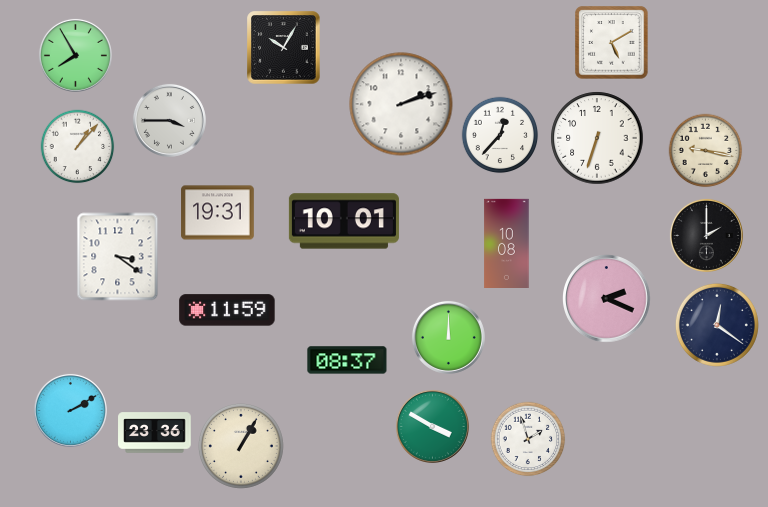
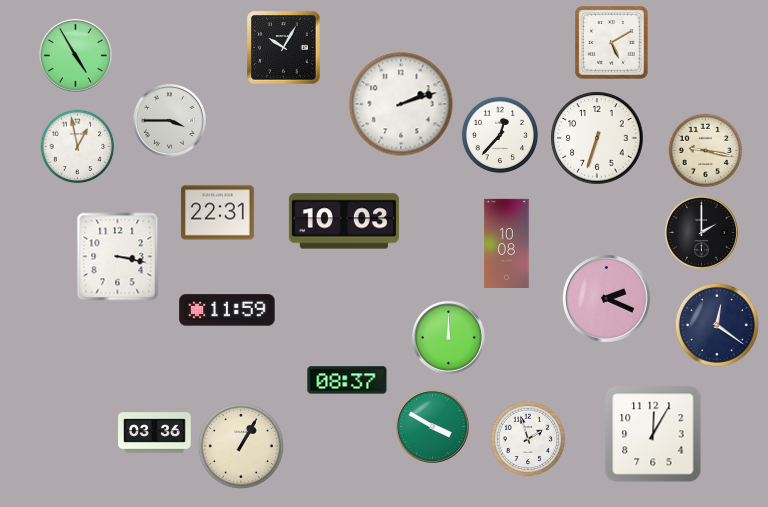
clock at (75, 55): 7:55 -> 4:55
clock at (78, 147): 1:07 -> 12:58
clock at (218, 213): 19:31 -> 22:31
clock at (344, 221): 10:01 -> 10:03
clock at (706, 235) position: (706, 235) -> (701, 232)
clock at (118, 257): 3:21 -> 3:17
clock at (347, 360) position: (347, 360) -> (347, 380)
clock at (70, 410): 2:10 -> none
clock at (155, 433): 23:36 -> 03:36
clock at (653, 434): none -> 12:05
